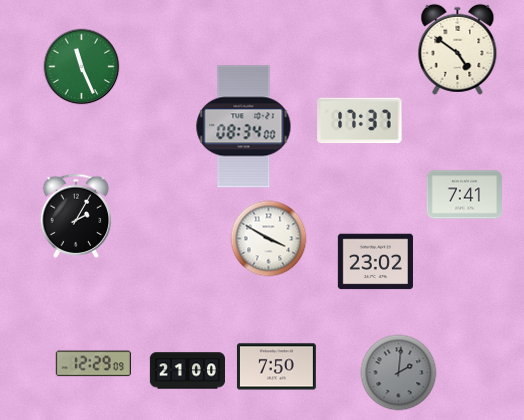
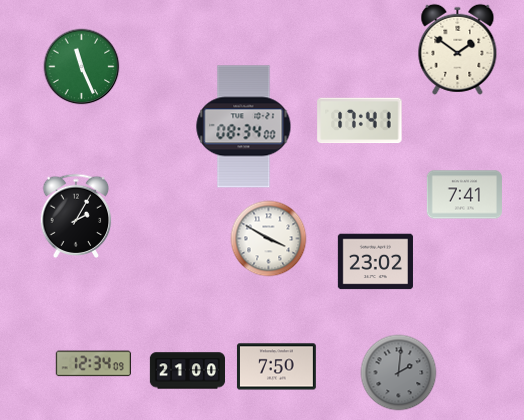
clock at (458, 49): 4:51 -> 1:51
clock at (360, 121): 17:37 -> 17:41
clock at (93, 364): 12:29 -> 12:34
